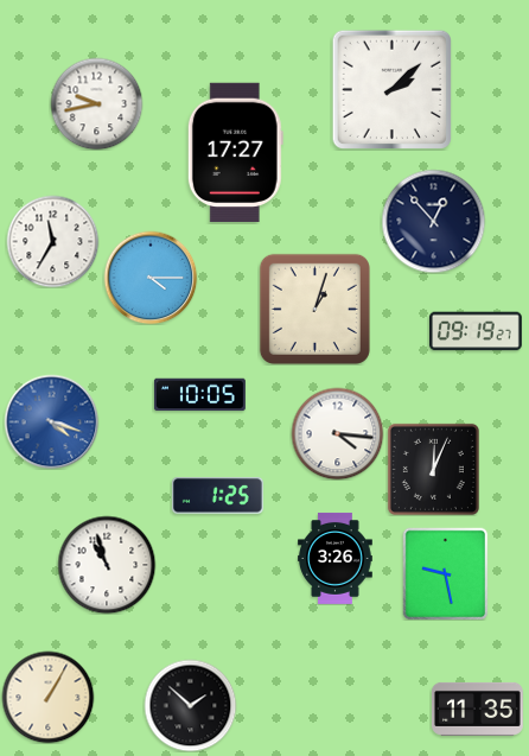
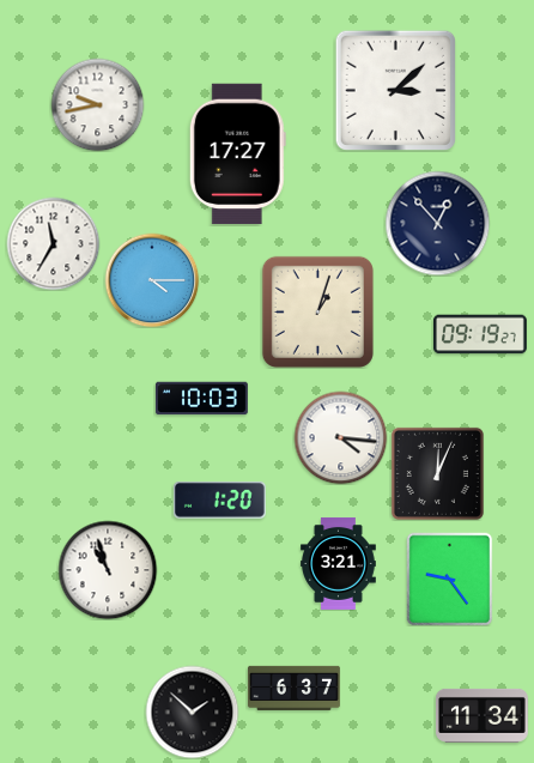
clock at (391, 89): 2:08 -> 3:08
clock at (199, 395): 10:05 -> 10:03
clock at (51, 421): 4:18 -> none
clock at (217, 496): 1:25 -> 1:20
clock at (336, 558): 3:26 -> 3:21
clock at (446, 573): 9:28 -> 9:24
clock at (293, 688): none -> 6:37
clock at (47, 697): 1:05 -> none
clock at (477, 709): 11:35 -> 11:34
